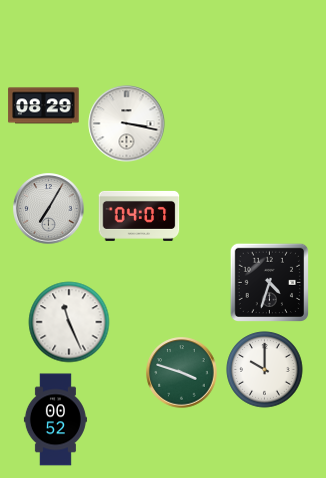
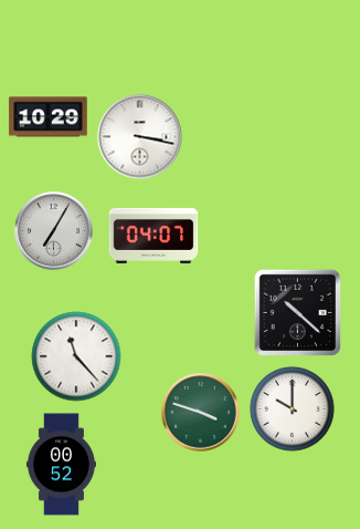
clock at (44, 106): 08:29 -> 10:29
clock at (139, 216) position: (139, 216) -> (153, 236)
clock at (269, 282): 4:33 -> 10:22
clock at (69, 322): 11:26 -> 11:23
